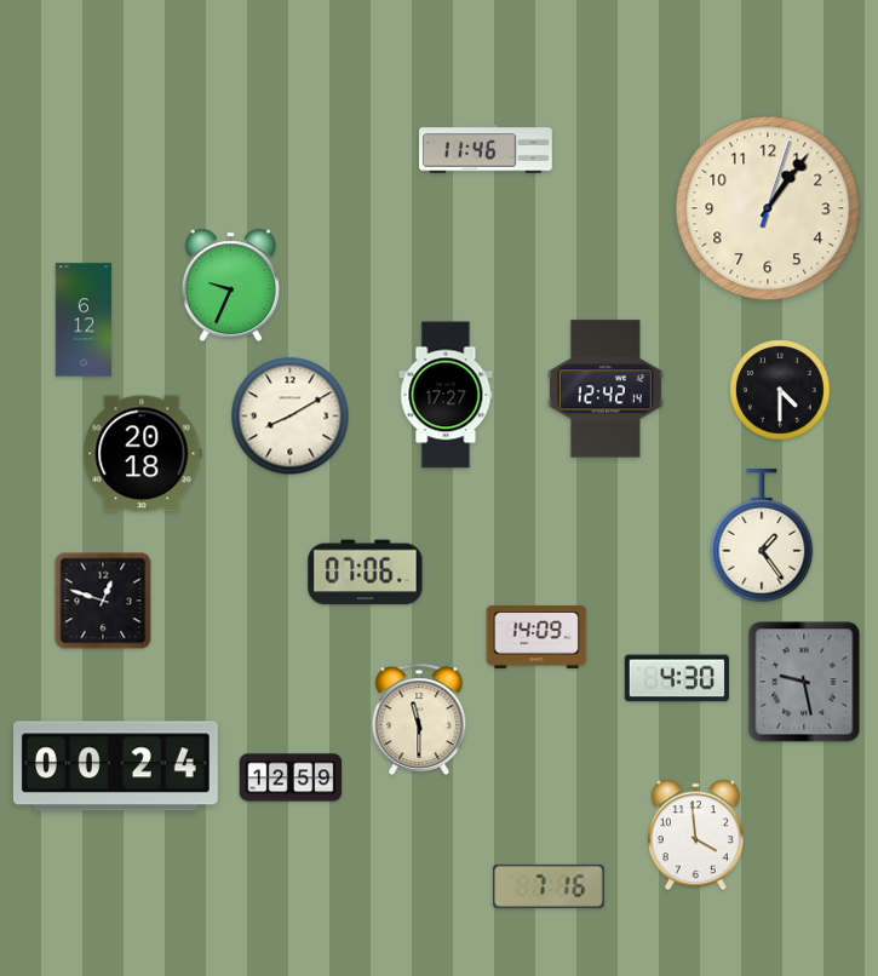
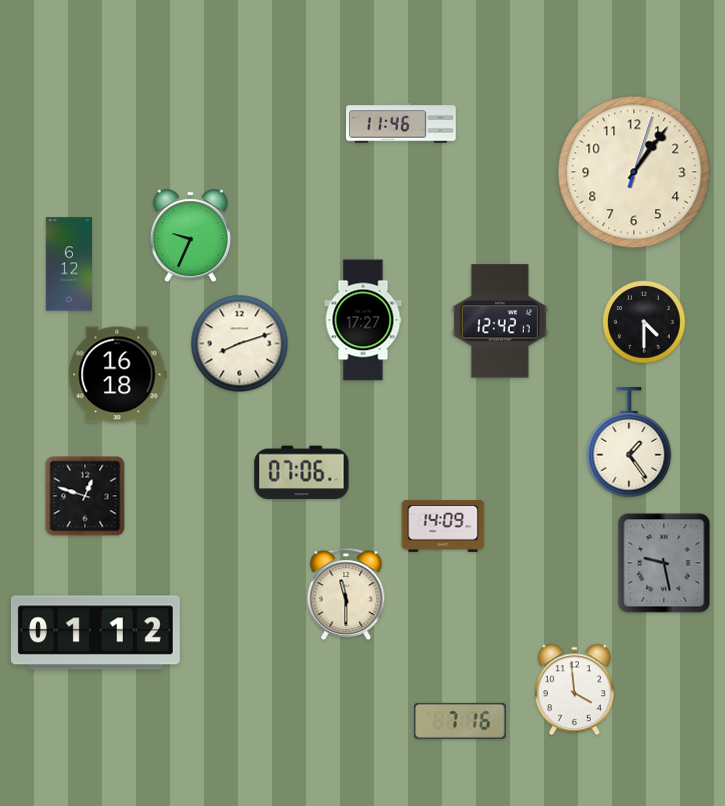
clock at (606, 389): 12:42:14 -> 12:42:17
clock at (446, 395) position: (446, 395) -> (363, 320)
clock at (291, 417): 8:10 -> 8:12
clock at (143, 454): 20:18 -> 16:18
clock at (676, 678): 4:30 -> none
clock at (115, 767): 00:24 -> 01:12
clock at (291, 777): 12:59 -> none
clock at (549, 886) position: (549, 886) -> (460, 721)
